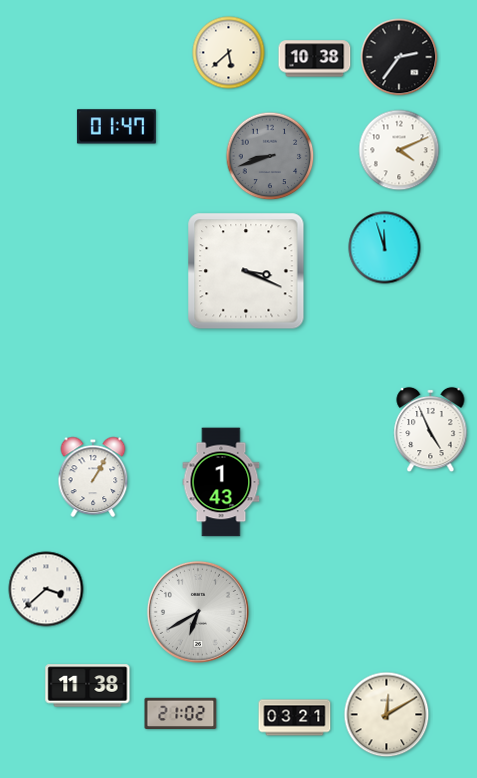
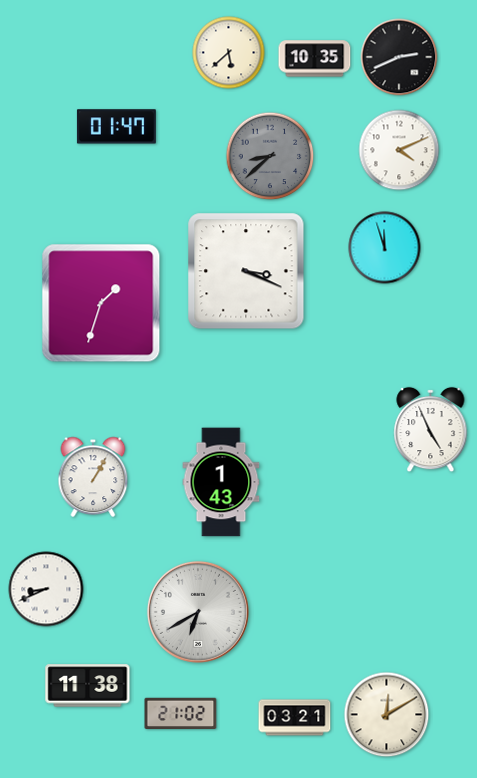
clock at (399, 57): 2:36 -> 2:41
clock at (315, 59): 10:38 -> 10:35
clock at (270, 156): 8:42 -> 8:38
clock at (101, 303): none -> 1:33
clock at (46, 589): 3:38 -> 8:41
